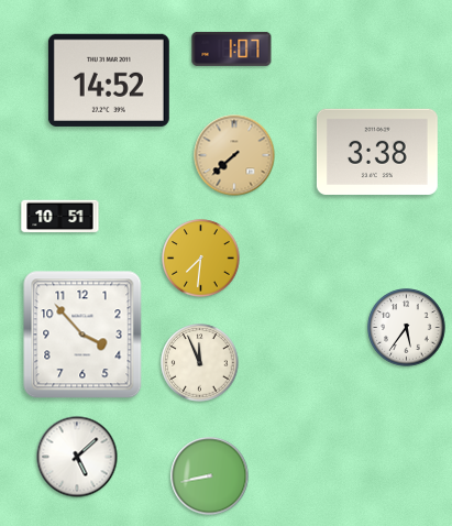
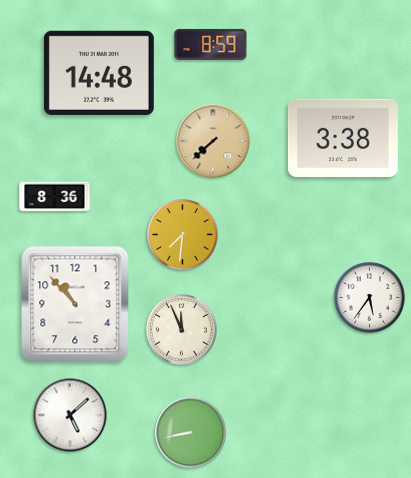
clock at (232, 48): 1:07 -> 8:59
clock at (109, 80): 14:52 -> 14:48
clock at (60, 217): 10:51 -> 8:36
clock at (82, 335): 3:53 -> 10:53
